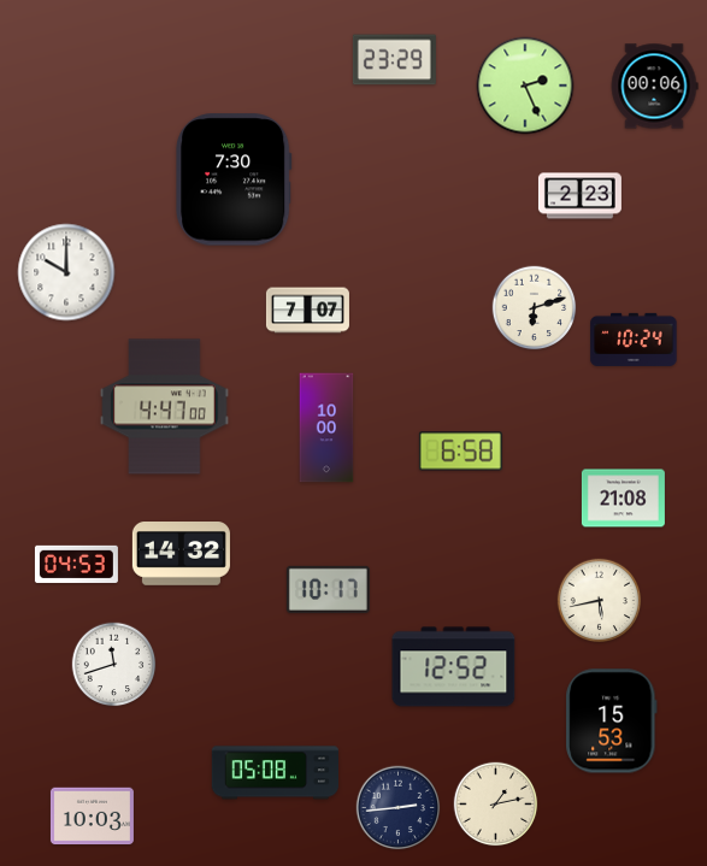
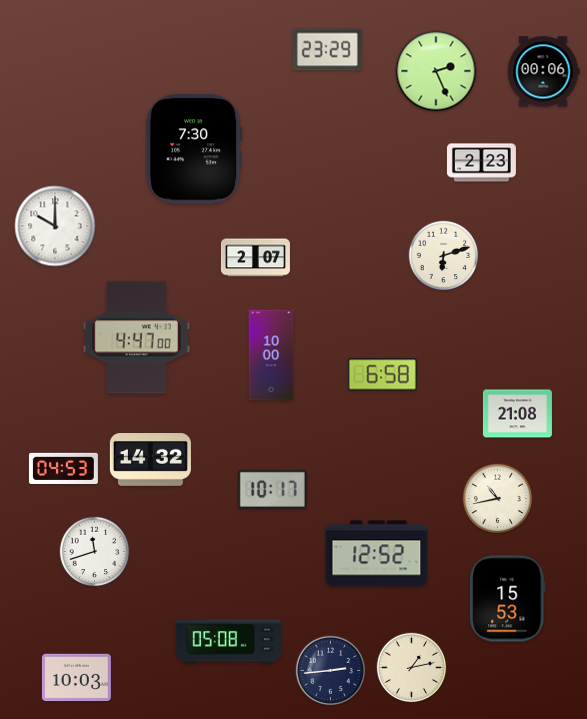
clock at (307, 311): 7:07 -> 2:07
clock at (634, 340): 10:24 -> none
clock at (600, 601): 5:43 -> 10:43
